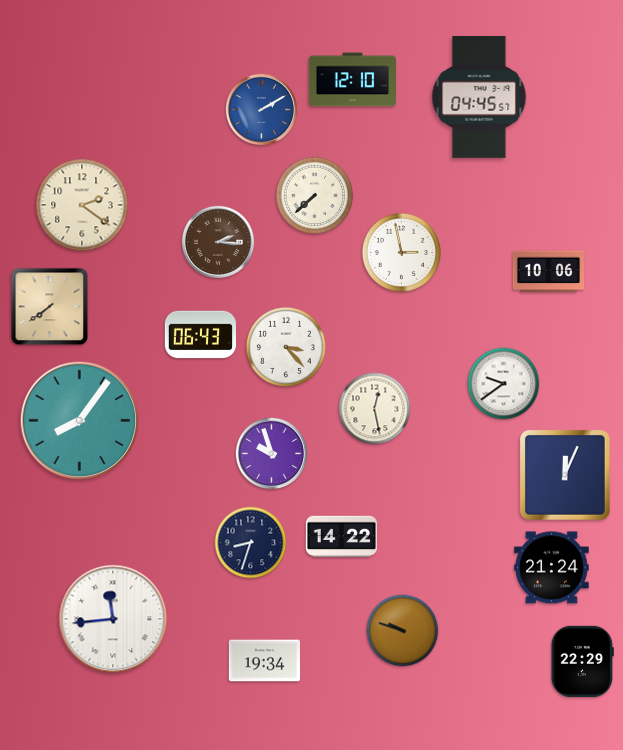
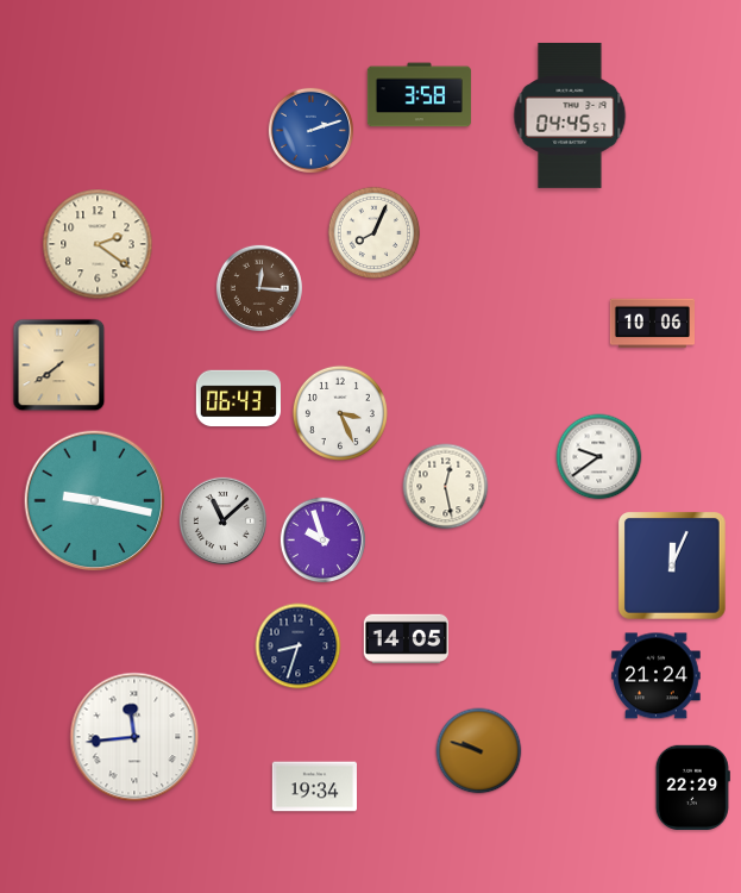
clock at (352, 80): 12:10 -> 3:58
clock at (261, 109): 2:10 -> 2:12
clock at (315, 196): 7:38 -> 8:04
clock at (217, 241): 2:16 -> 12:16
clock at (401, 252): 2:58 -> none
clock at (286, 347): 3:23 -> 3:26
clock at (80, 421): 8:06 -> 9:17
clock at (222, 520): none -> 11:08
clock at (341, 536): 14:22 -> 14:05
